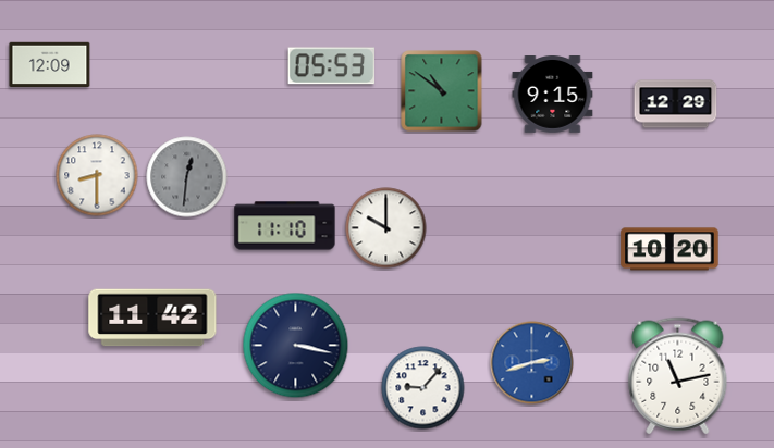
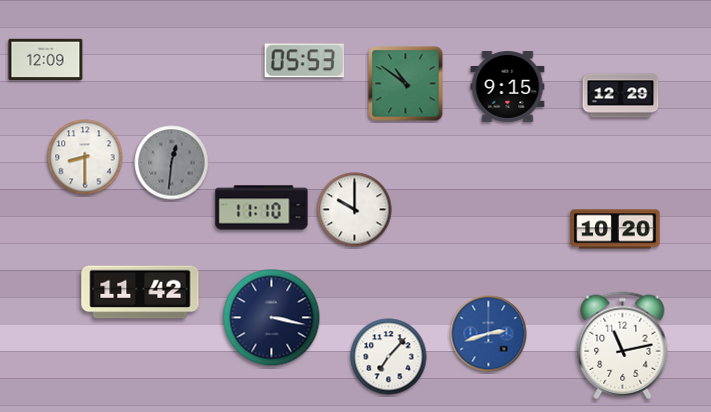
clock at (97, 175) position: (97, 175) -> (85, 157)
clock at (423, 388): 9:07 -> 7:07
